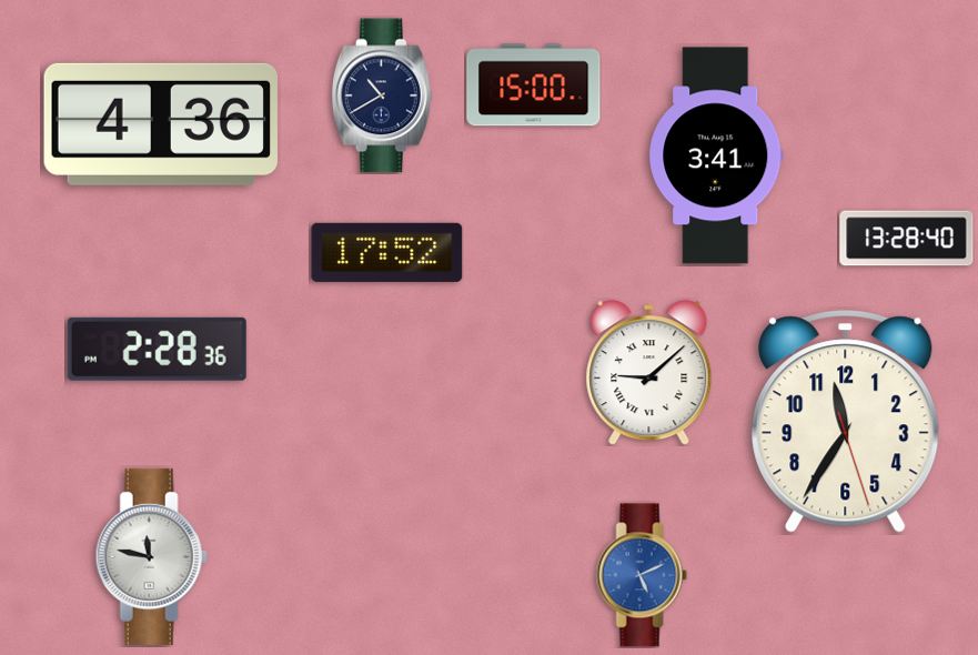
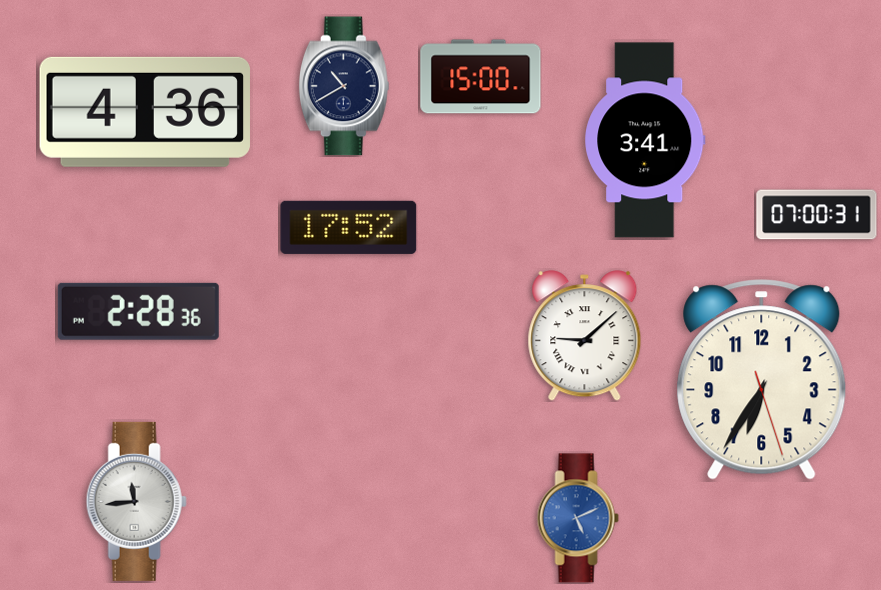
clock at (907, 239): 13:28 -> 07:00
clock at (157, 349) position: (157, 349) -> (138, 311)
clock at (846, 422): 11:35 -> 6:35
clock at (151, 556): 11:47 -> 11:44
